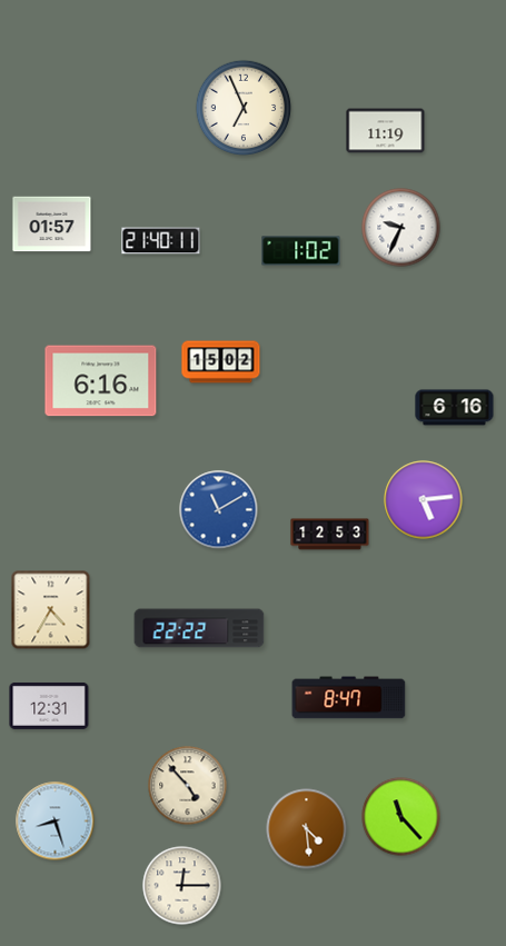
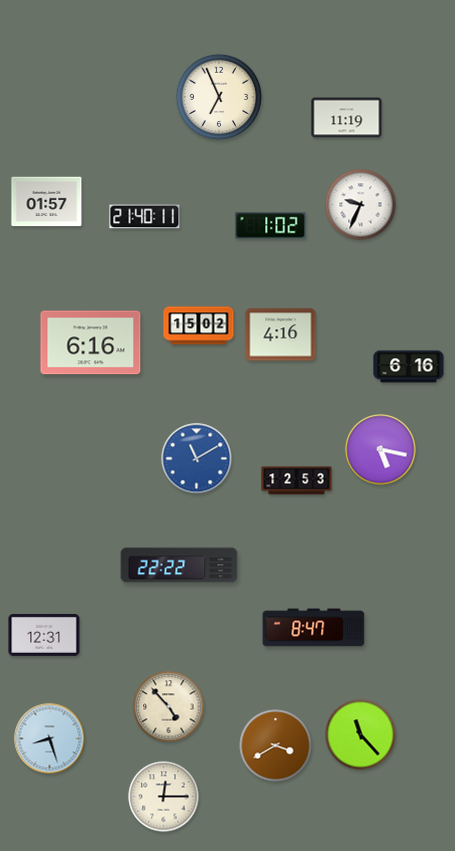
clock at (281, 335): none -> 4:16
clock at (424, 500): 5:14 -> 5:17
clock at (51, 610): 4:35 -> none
clock at (307, 829): 4:29 -> 3:40
